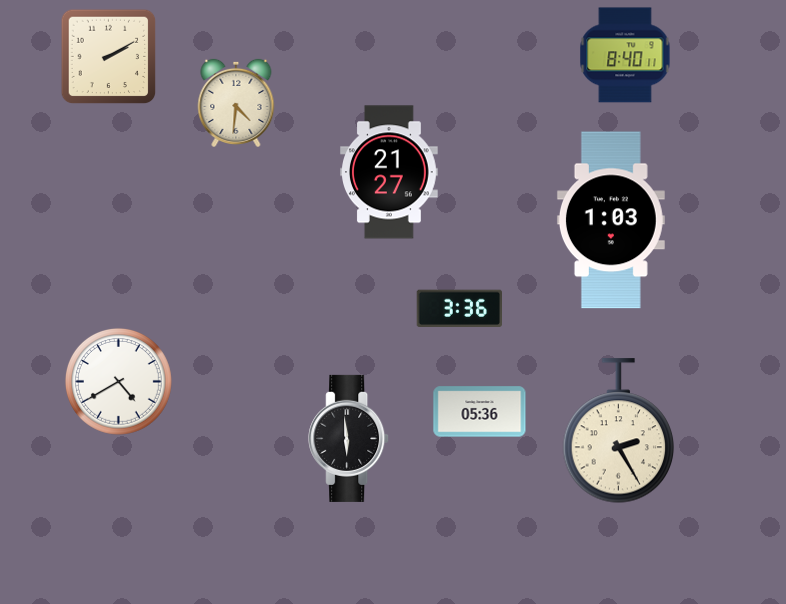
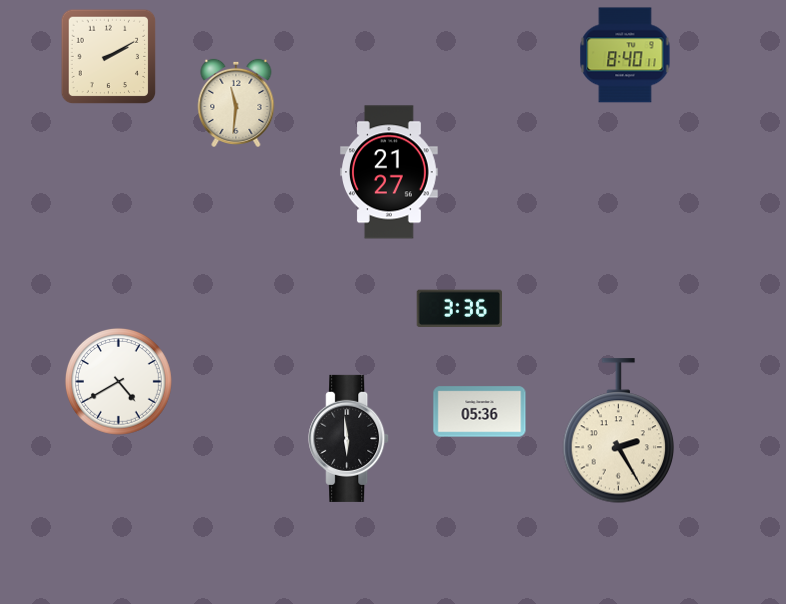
clock at (236, 103): 4:31 -> 11:31
clock at (611, 220): 1:03 -> none
